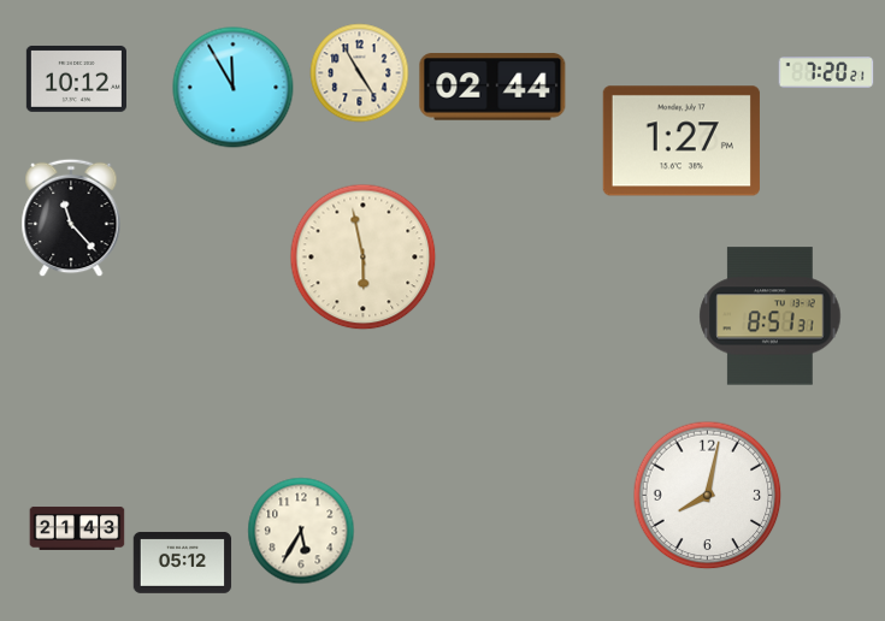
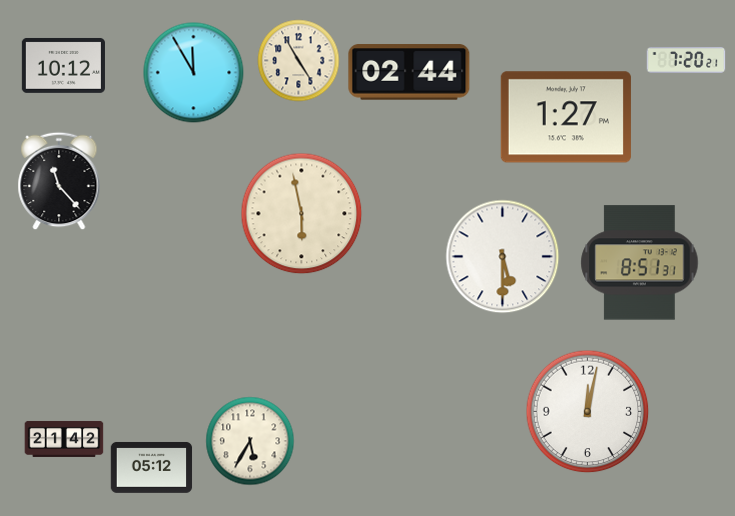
clock at (503, 257): none -> 5:30
clock at (708, 496): 8:02 -> 12:02
clock at (77, 528): 21:43 -> 21:42
